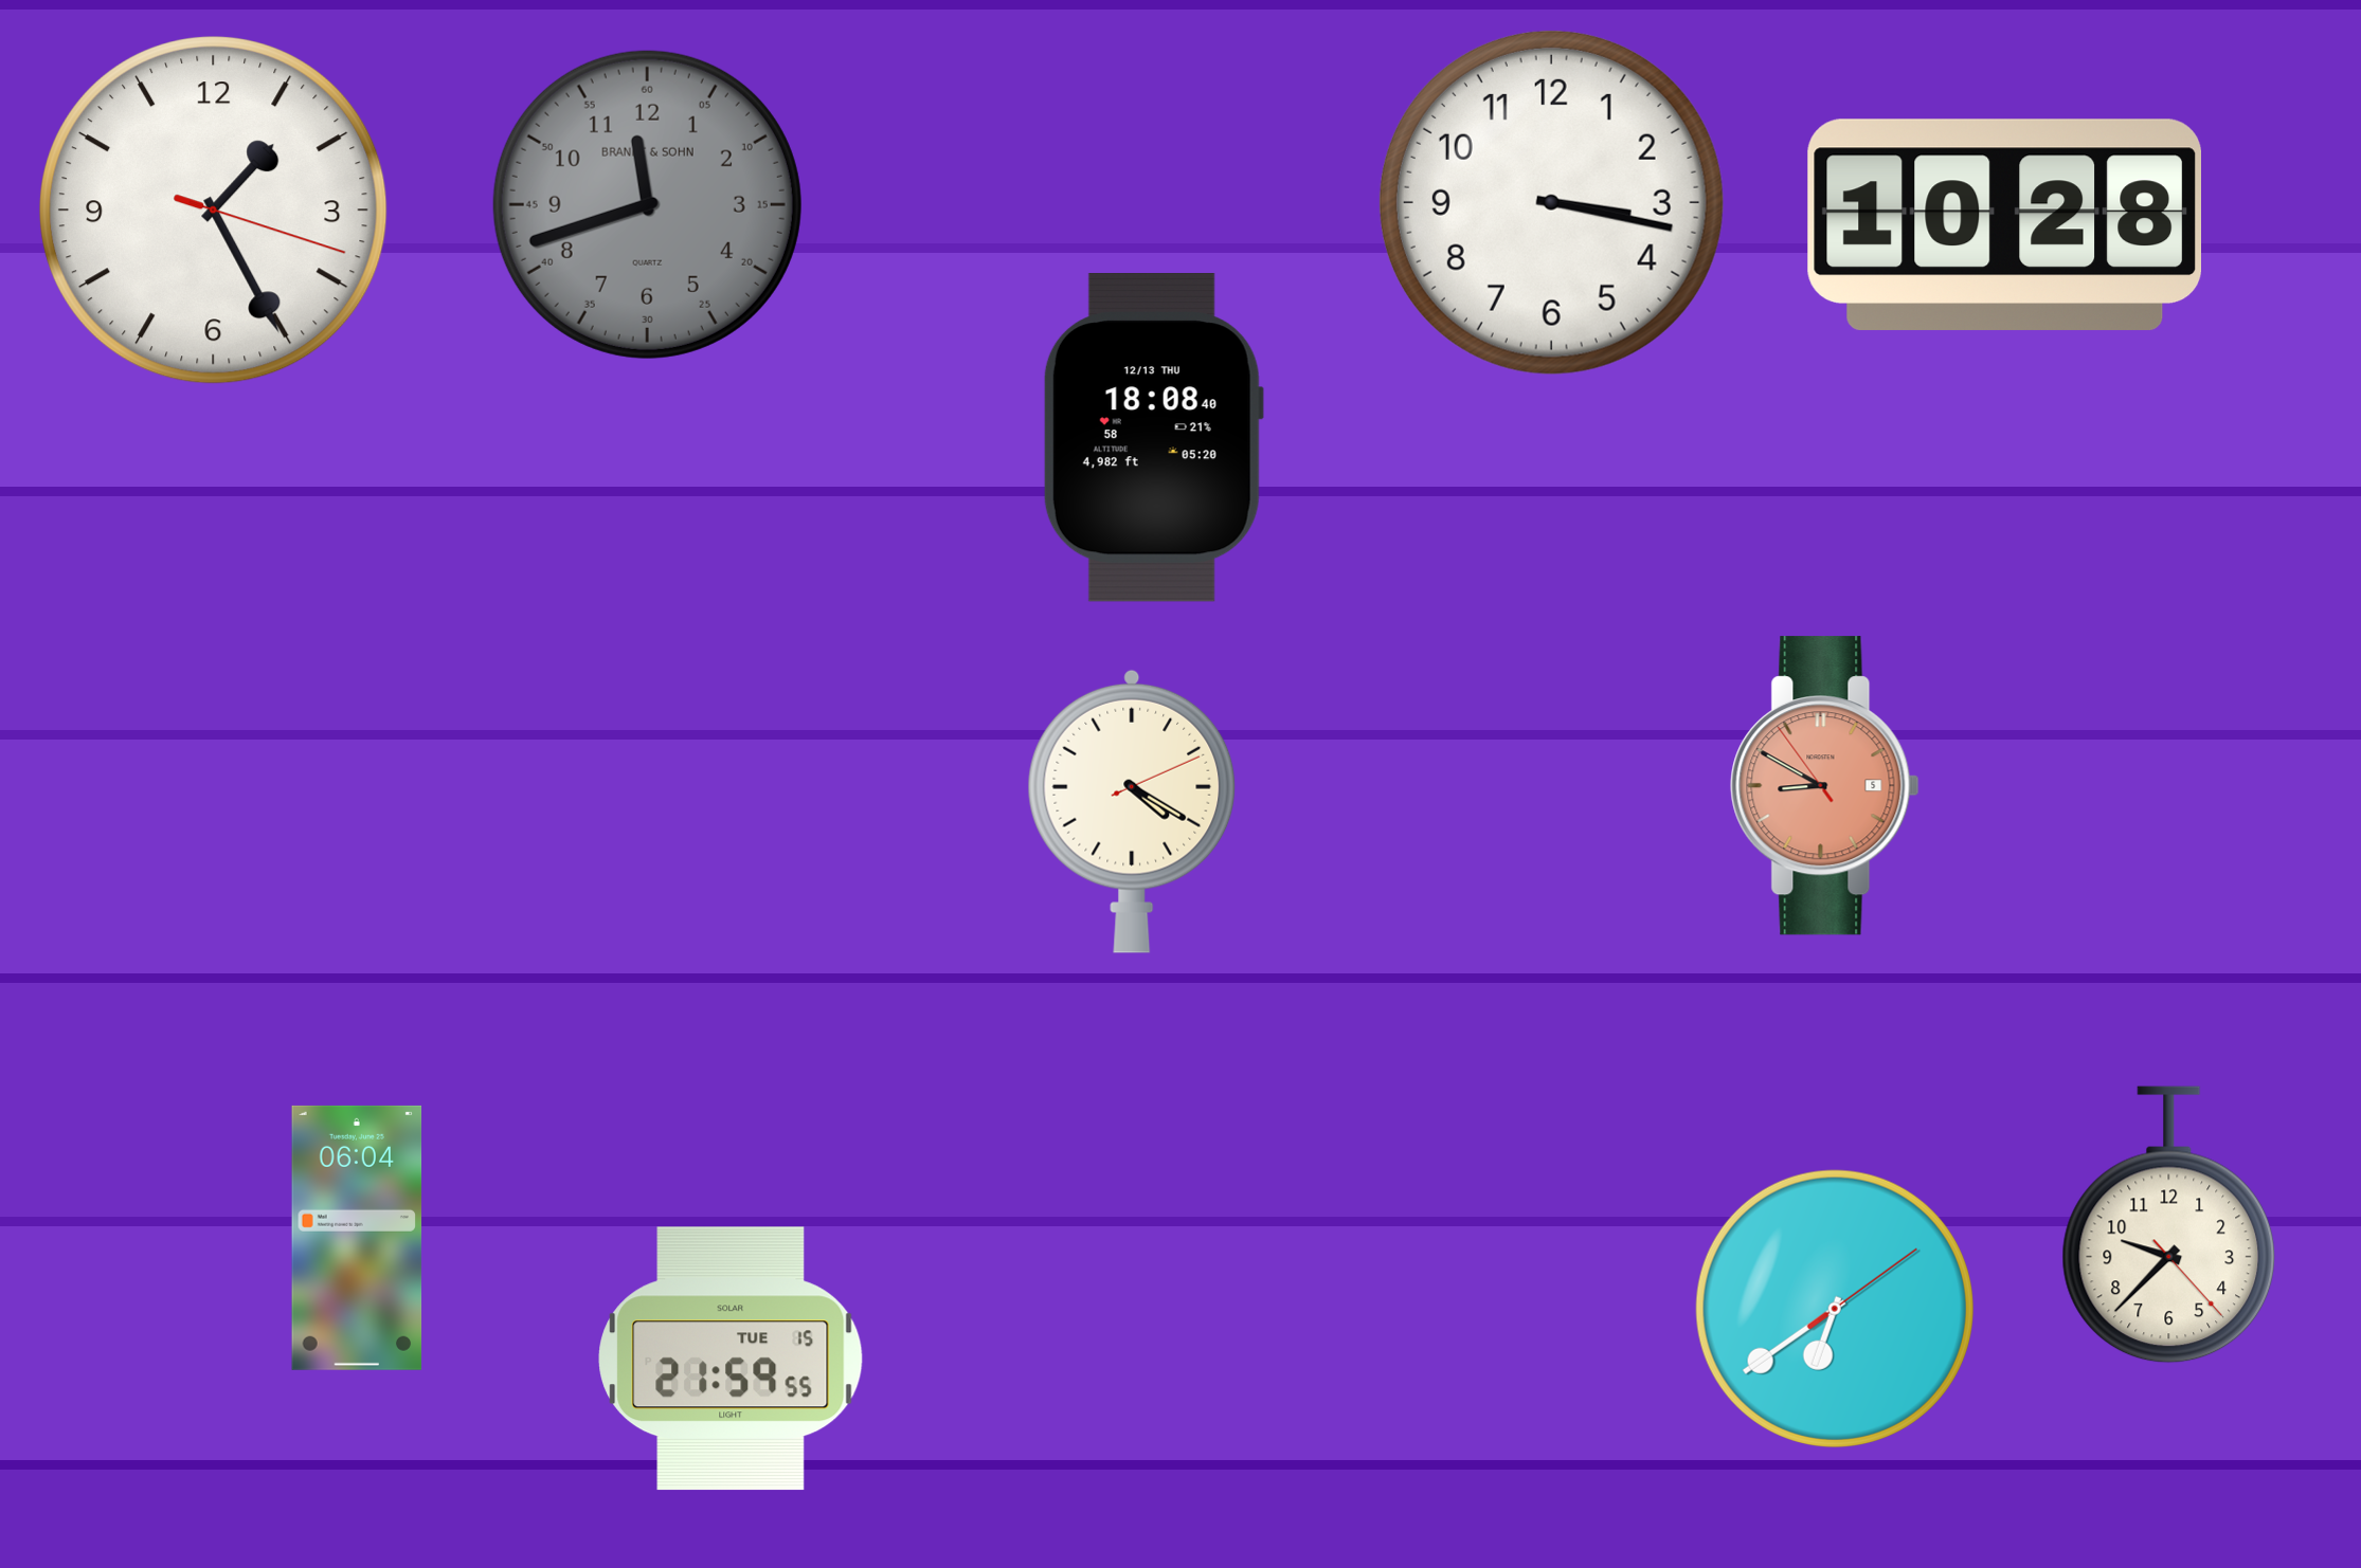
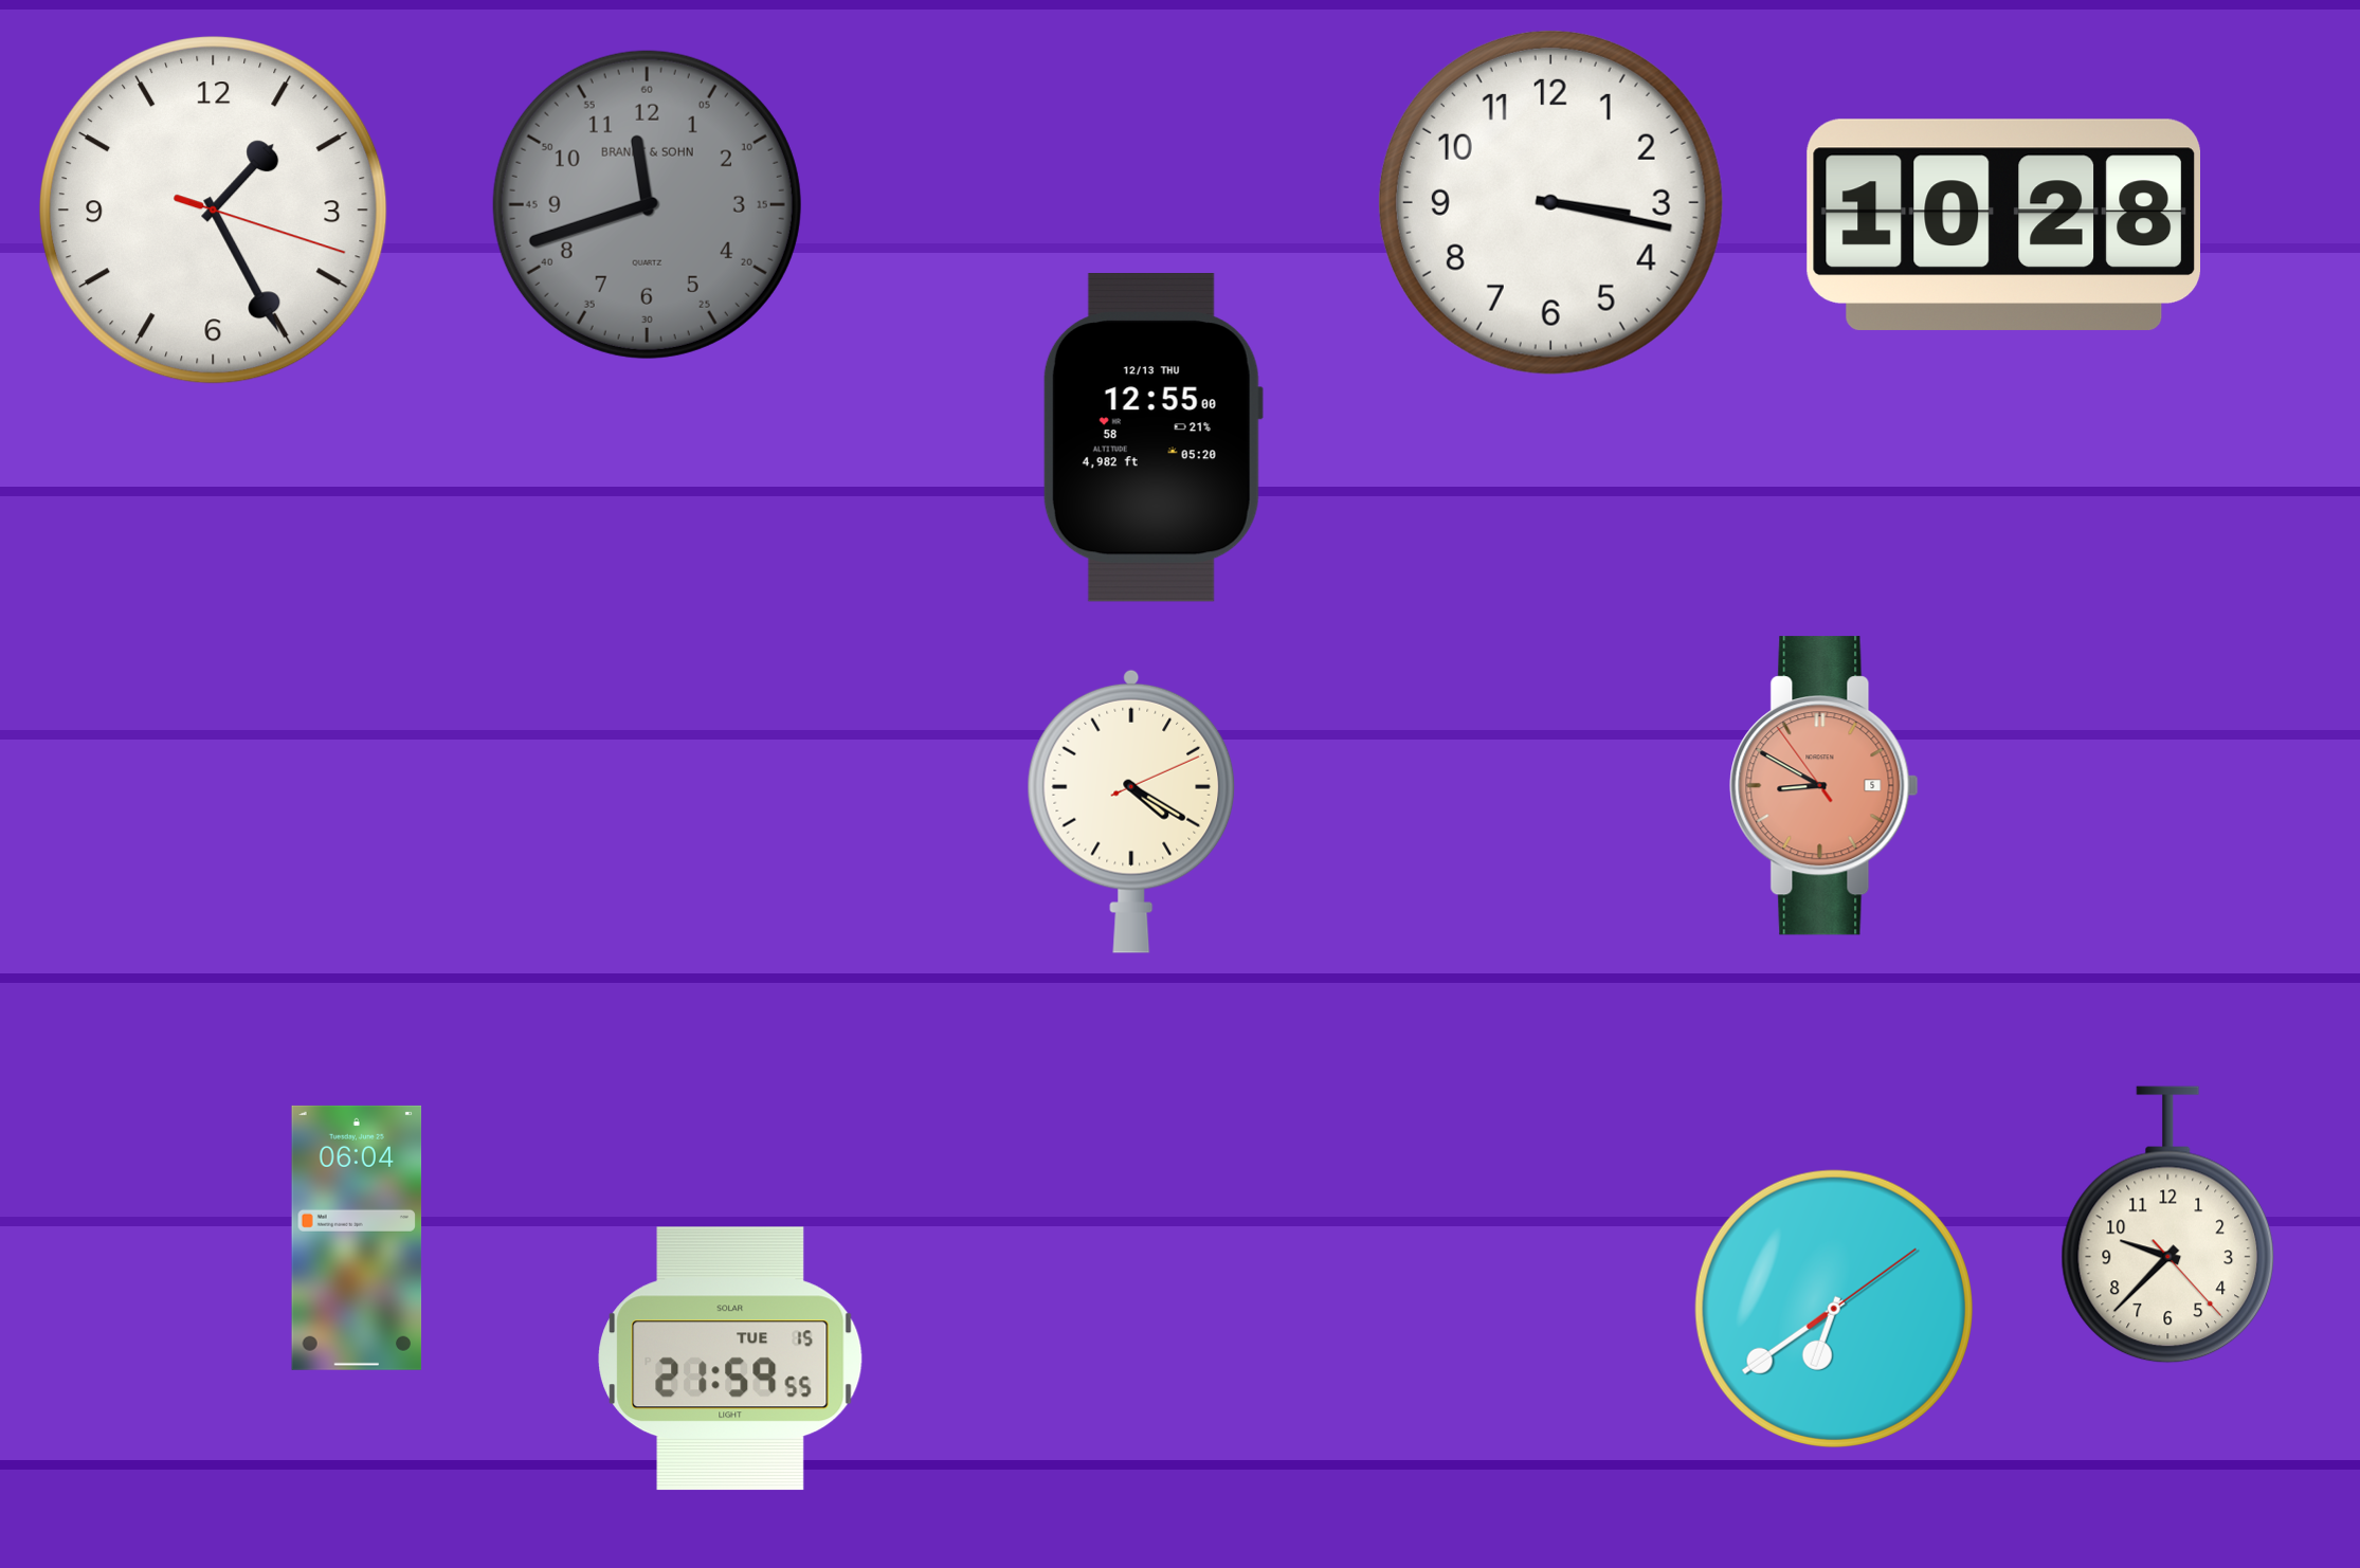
clock at (1153, 438): 18:08 -> 12:55
